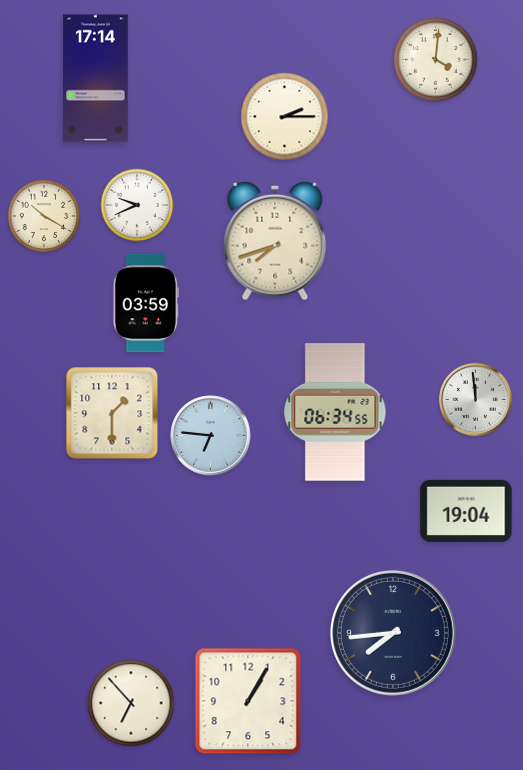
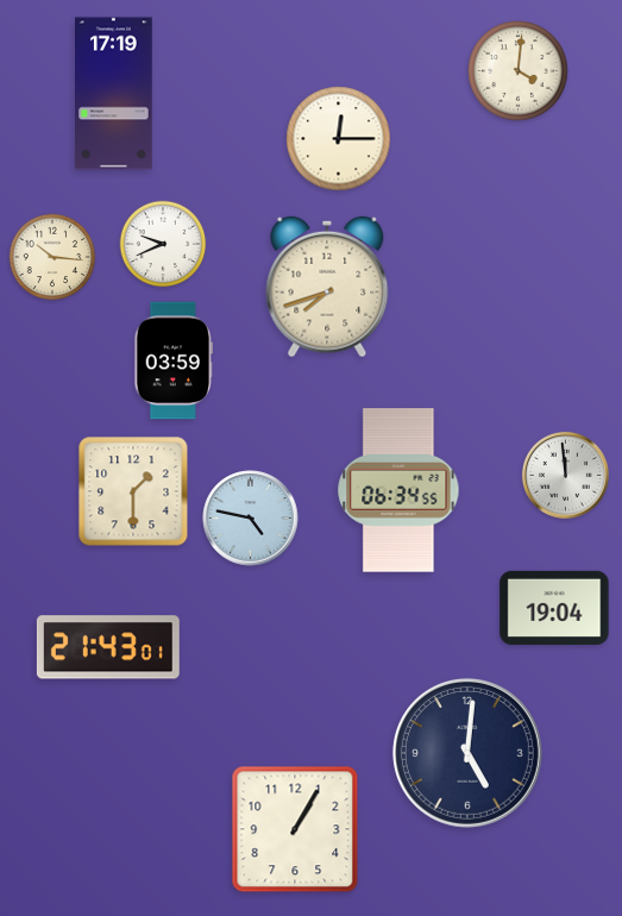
clock at (96, 79): 17:14 -> 17:19
clock at (285, 117): 2:15 -> 12:15
clock at (44, 216): 10:20 -> 10:16
clock at (211, 436): 6:46 -> 4:47
clock at (108, 647): none -> 21:43
clock at (393, 633): 7:44 -> 5:01
clock at (248, 701) position: (248, 701) -> (295, 829)
clock at (131, 703): 6:53 -> none
